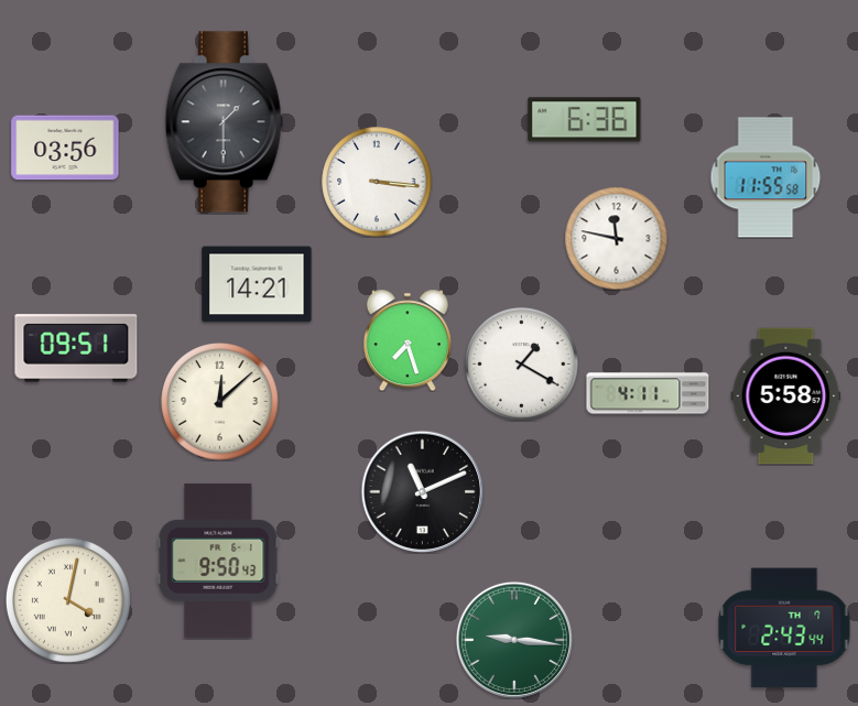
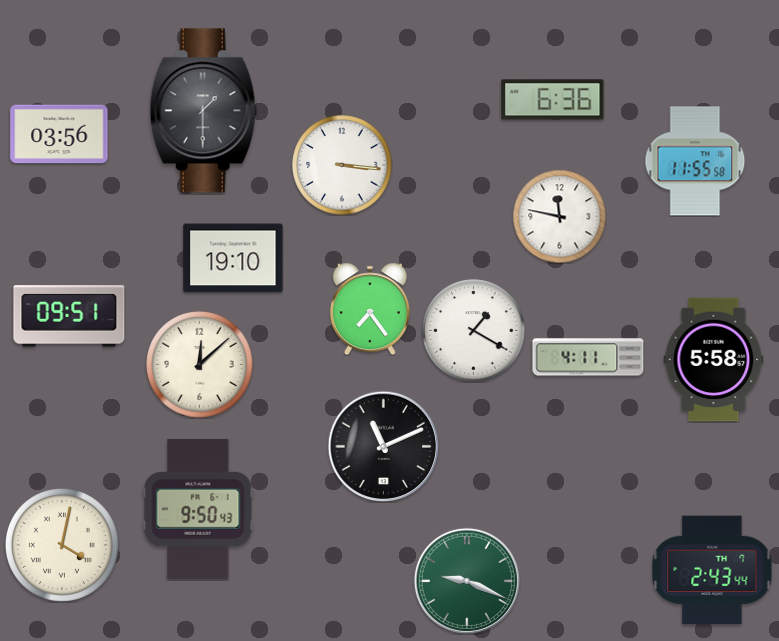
clock at (585, 120) position: (585, 120) -> (553, 100)
clock at (257, 284): 14:21 -> 19:10
clock at (408, 340): 7:27 -> 7:24
clock at (514, 640): 9:16 -> 9:19
